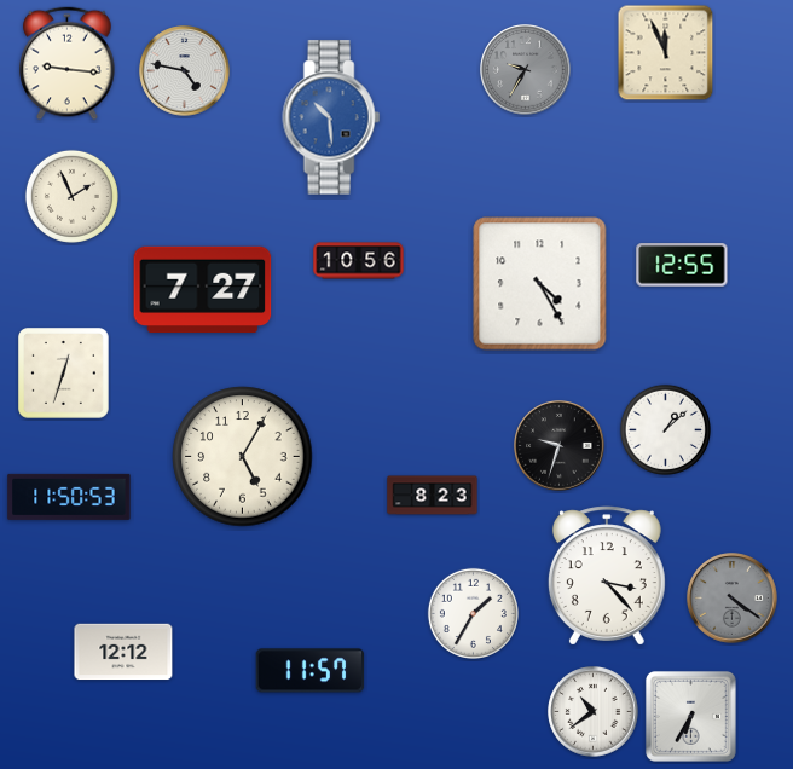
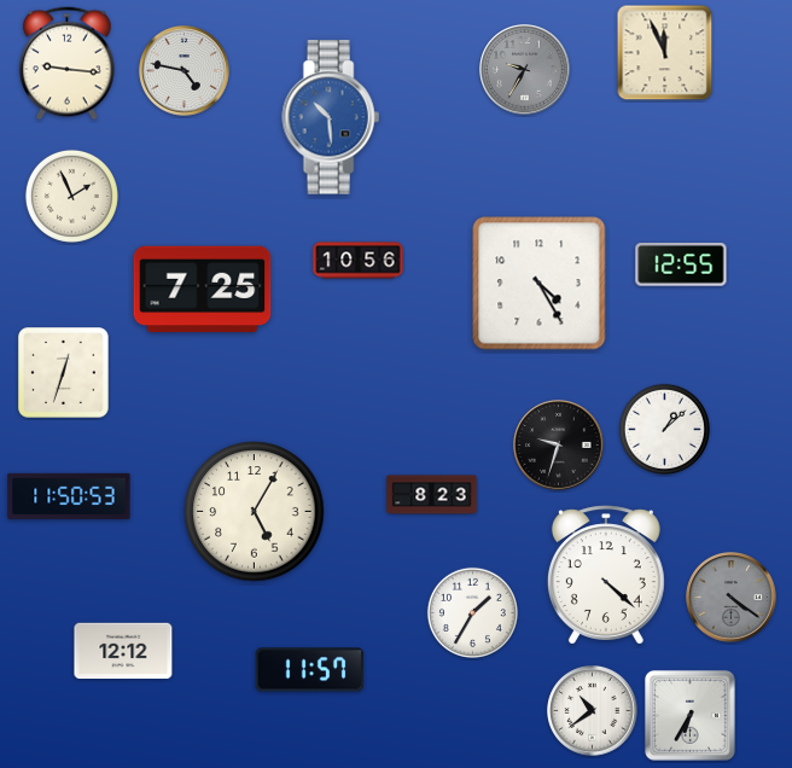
clock at (203, 290): 7:27 -> 7:25
clock at (243, 457) position: (243, 457) -> (255, 512)
clock at (607, 576): 3:23 -> 4:22
